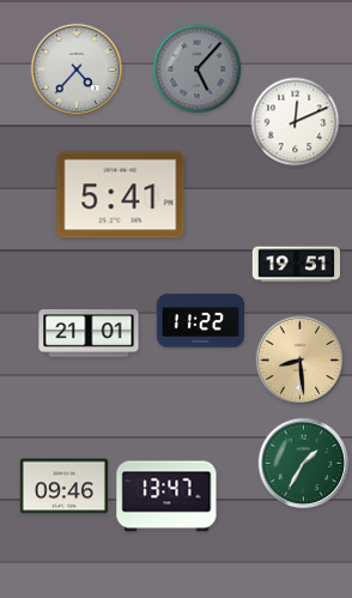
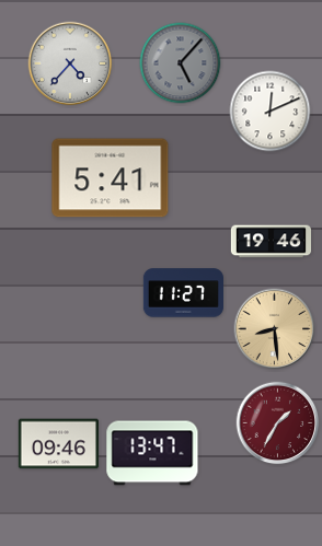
clock at (296, 265): 19:51 -> 19:46
clock at (200, 321): 11:22 -> 11:27
clock at (89, 333): 21:01 -> none
clock at (304, 464) dial: green -> burgundy
